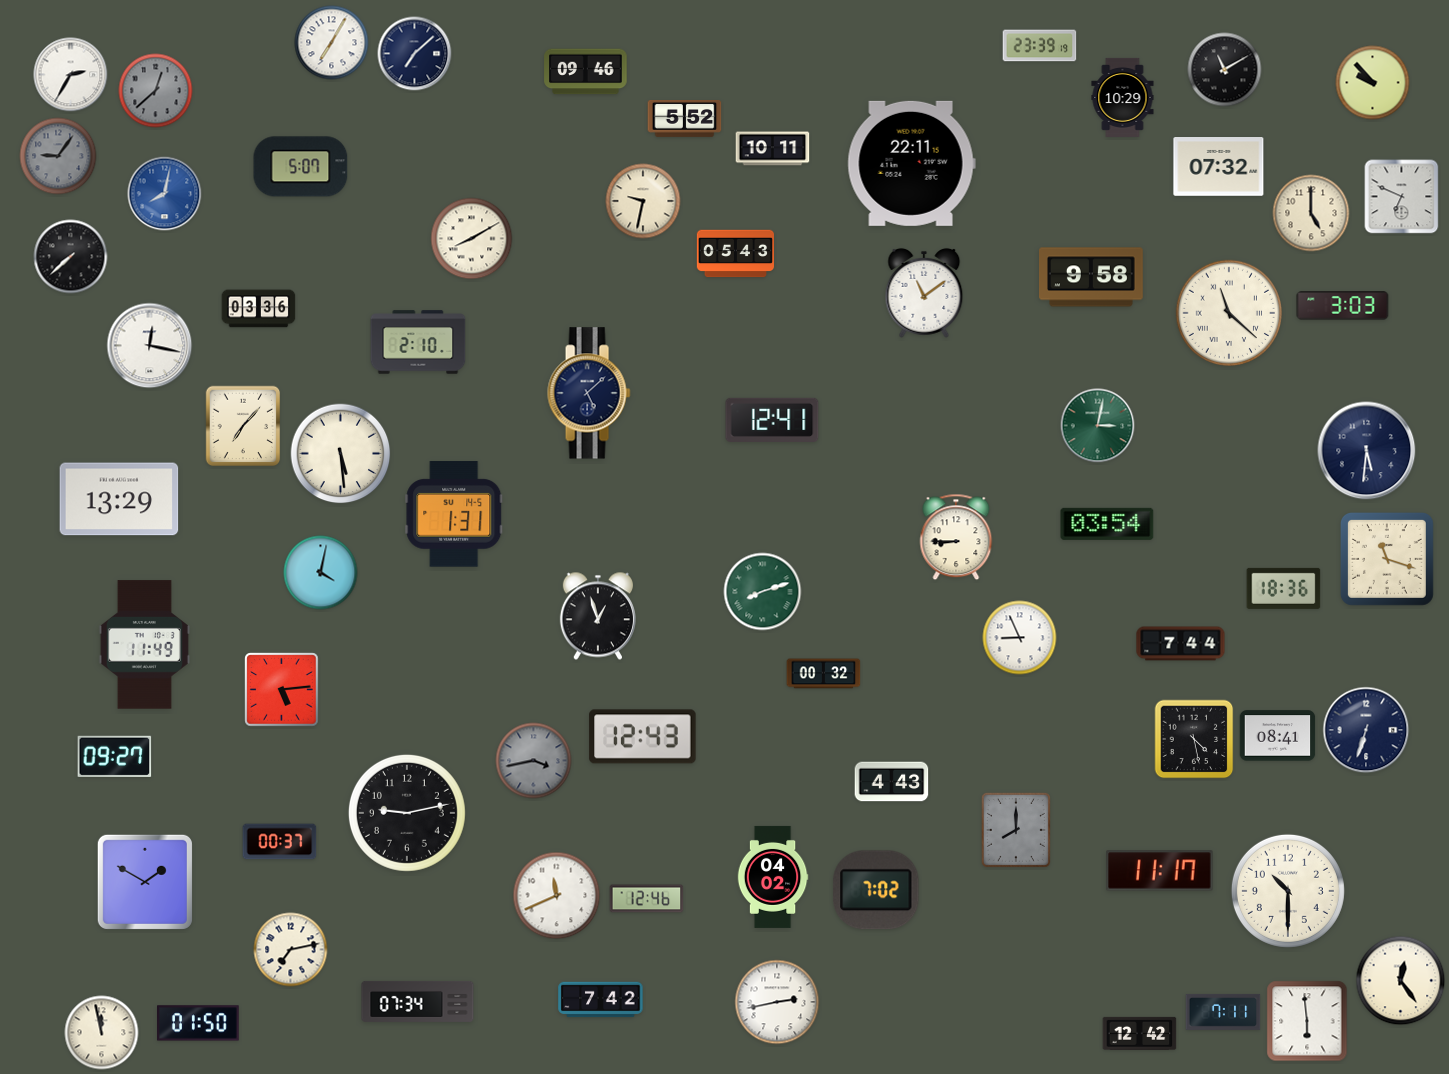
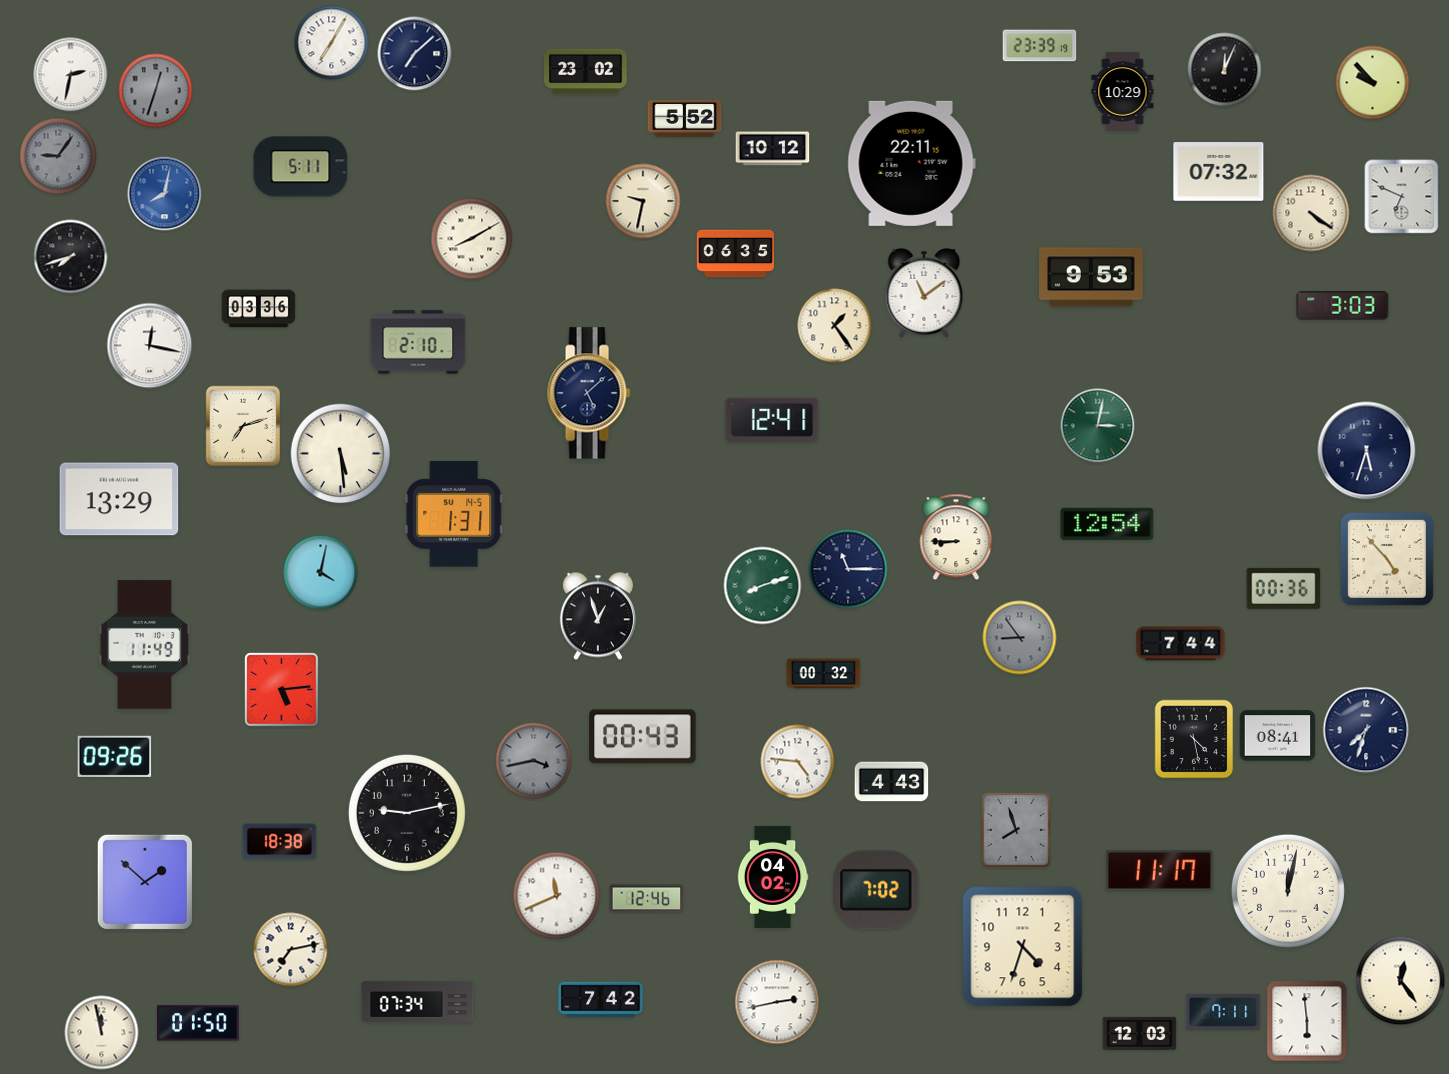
clock at (1225, 70): 11:10 -> 12:04
clock at (586, 72): 09:46 -> 23:02
clock at (71, 75): 2:35 -> 2:32
clock at (156, 91): 12:38 -> 12:33
clock at (1123, 97) position: (1123, 97) -> (1123, 91)
clock at (773, 149): 10:11 -> 10:12
clock at (301, 167): 5:07 -> 5:11
clock at (1219, 167) position: (1219, 167) -> (1219, 172)
clock at (1311, 213): 5:00 -> 4:21
clock at (735, 254): 05:43 -> 06:35
clock at (71, 257): 7:38 -> 7:42
clock at (1092, 277): 9:58 -> 9:53
clock at (1228, 312): 11:22 -> none
clock at (835, 326): none -> 1:24
clock at (243, 426): 7:07 -> 7:12
clock at (1367, 451): 5:31 -> 5:33
clock at (1107, 524): 03:54 -> 12:54
clock at (1387, 559): 11:18 -> 4:53
clock at (848, 569): none -> 11:15
clock at (1284, 588): 18:36 -> 00:36
clock at (763, 592) position: (763, 592) -> (763, 586)
clock at (1020, 638): 8:56 -> 8:54
clock at (1020, 638) dial: white -> grey
clock at (1366, 730): 6:33 -> 7:33
clock at (643, 737): 12:43 -> 00:43
clock at (115, 756): 09:27 -> 09:26
clock at (798, 762): none -> 4:46
clock at (1016, 830): 8:00 -> 7:57
clock at (280, 842): 00:37 -> 18:38
clock at (145, 882): 1:50 -> 1:52
clock at (1288, 891): 10:30 -> 12:02
clock at (1023, 947): none -> 4:33
clock at (1140, 1033): 12:42 -> 12:03
